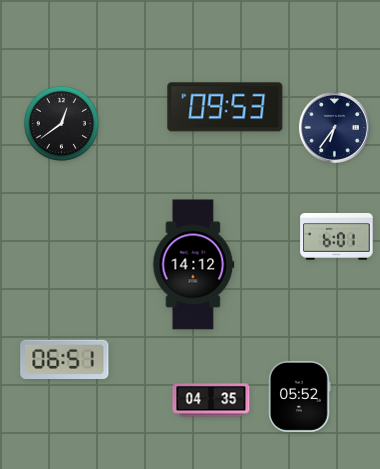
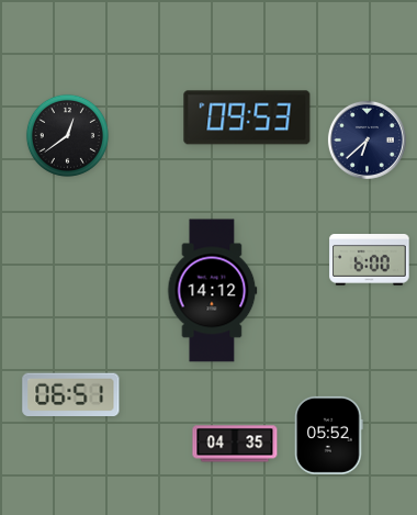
clock at (334, 127): 6:36 -> 6:38
clock at (337, 237): 6:01 -> 6:00
clock at (211, 400) position: (211, 400) -> (235, 444)
